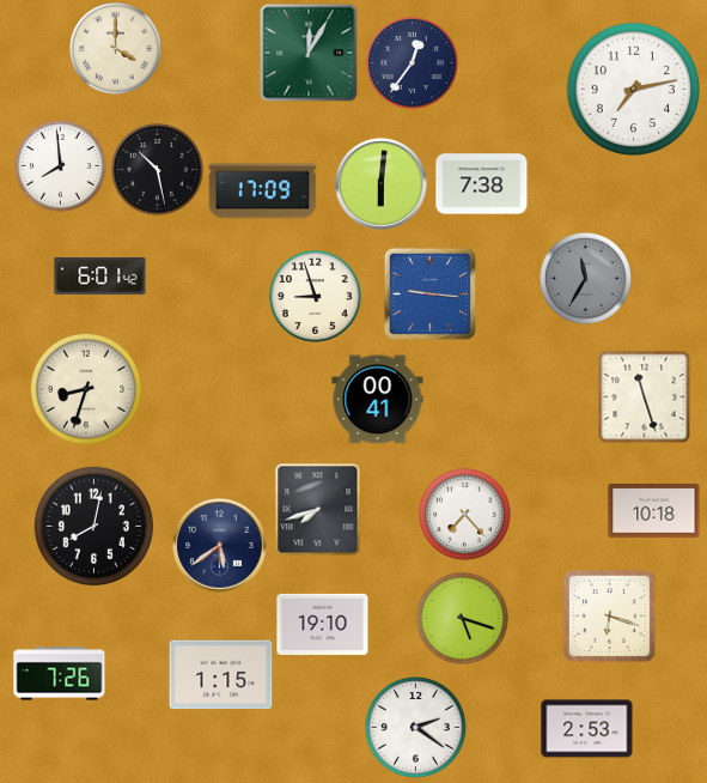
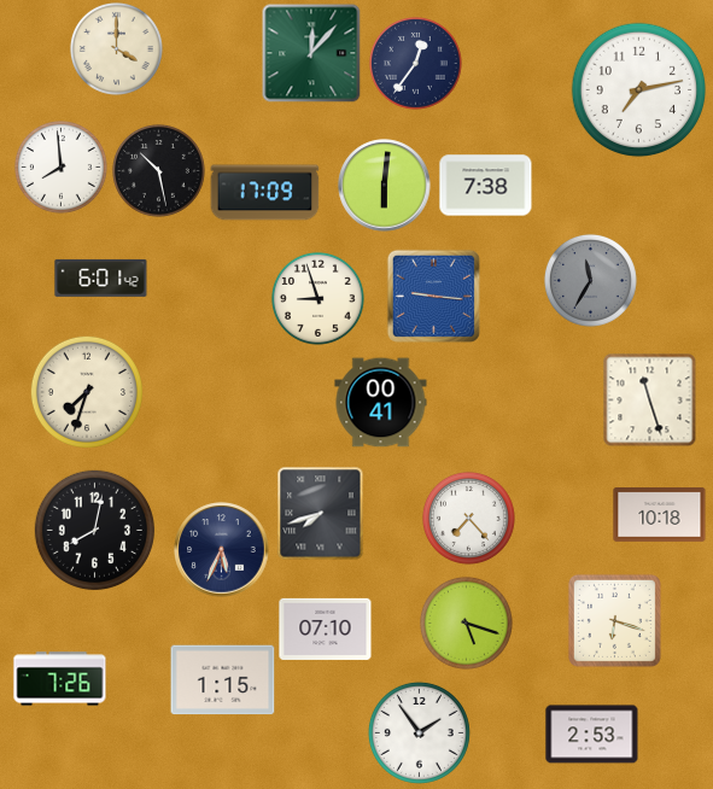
clock at (309, 53): 12:05 -> 12:07
clock at (86, 389): 8:33 -> 7:33
clock at (220, 546): 5:39 -> 5:34
clock at (323, 624): 19:10 -> 07:10
clock at (415, 727): 2:21 -> 1:54
